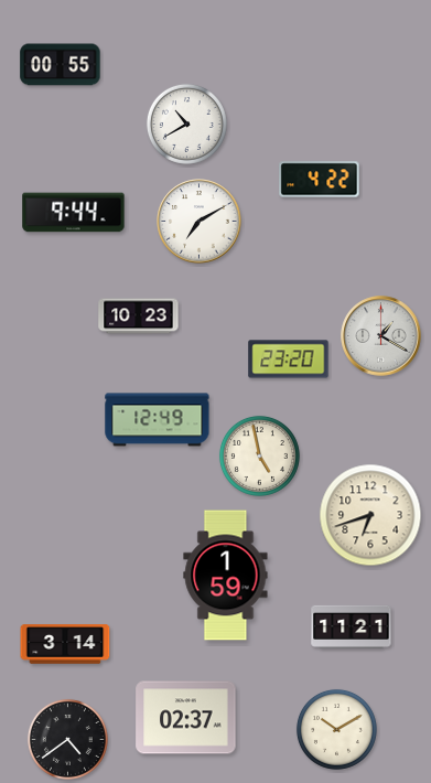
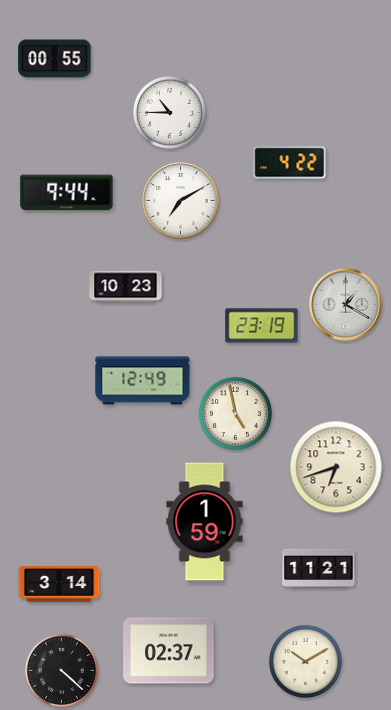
clock at (186, 124): 10:40 -> 10:45
clock at (289, 360): 23:20 -> 23:19
clock at (67, 739): 4:39 -> 4:22
